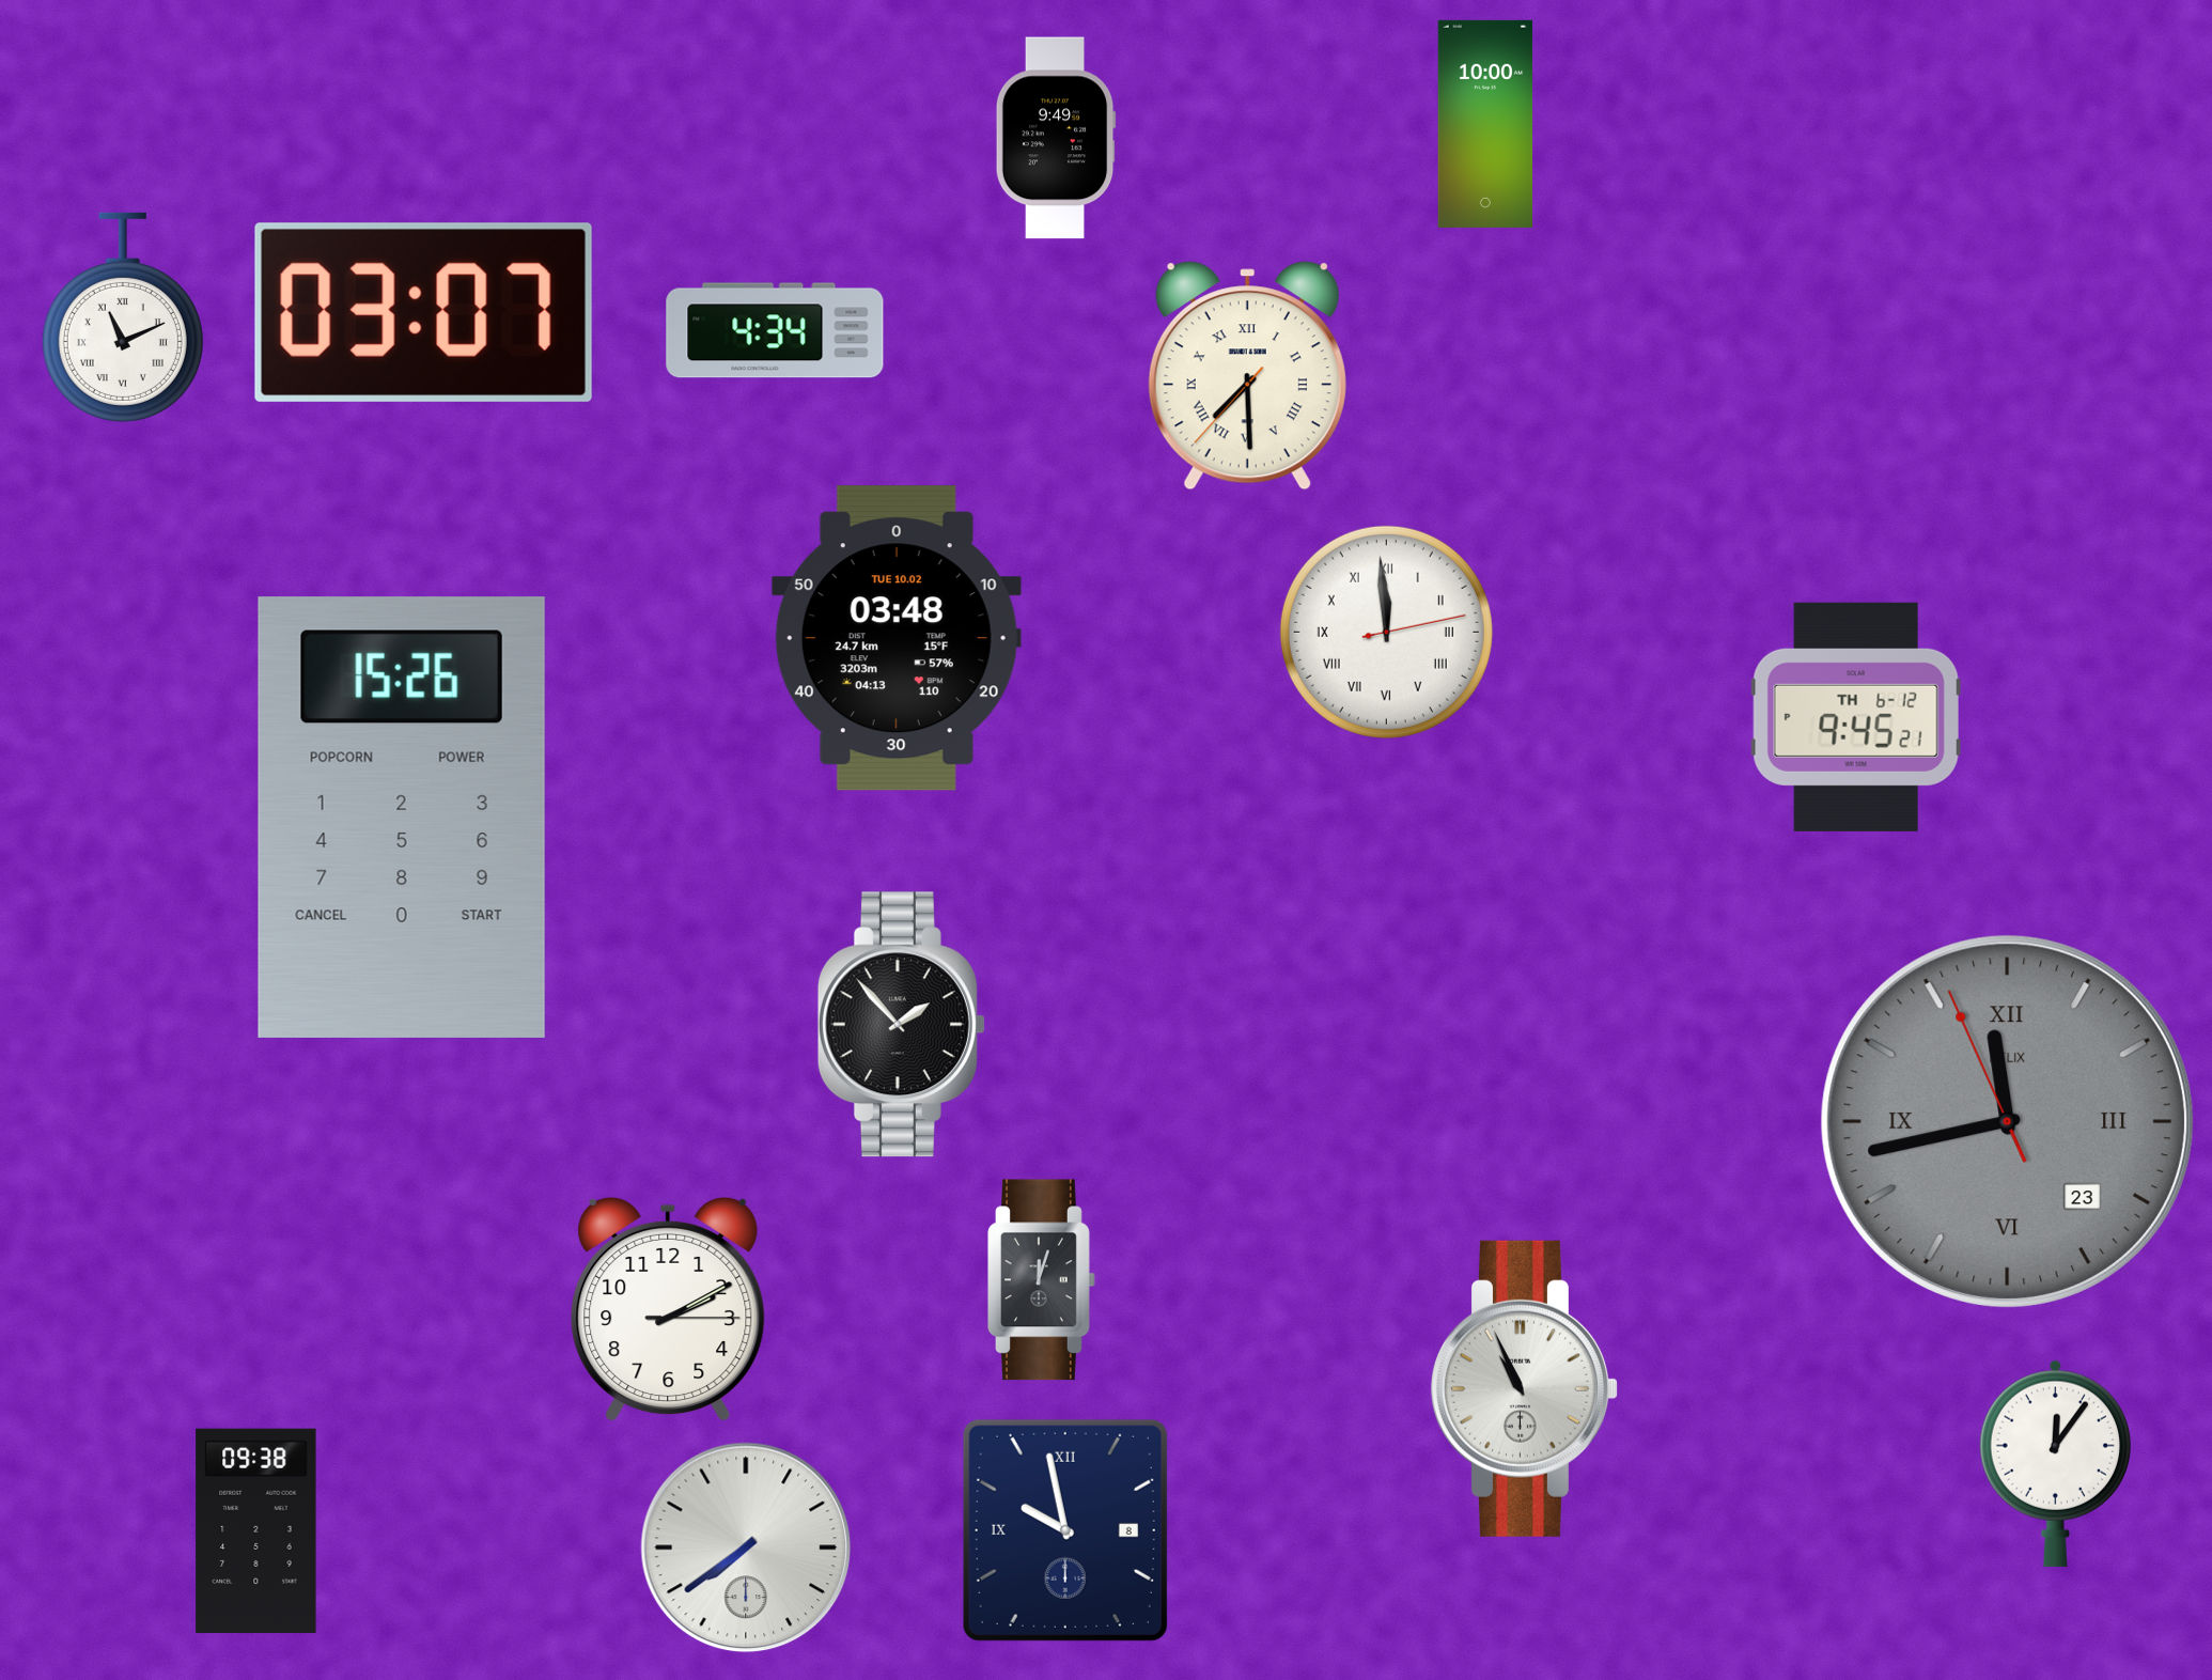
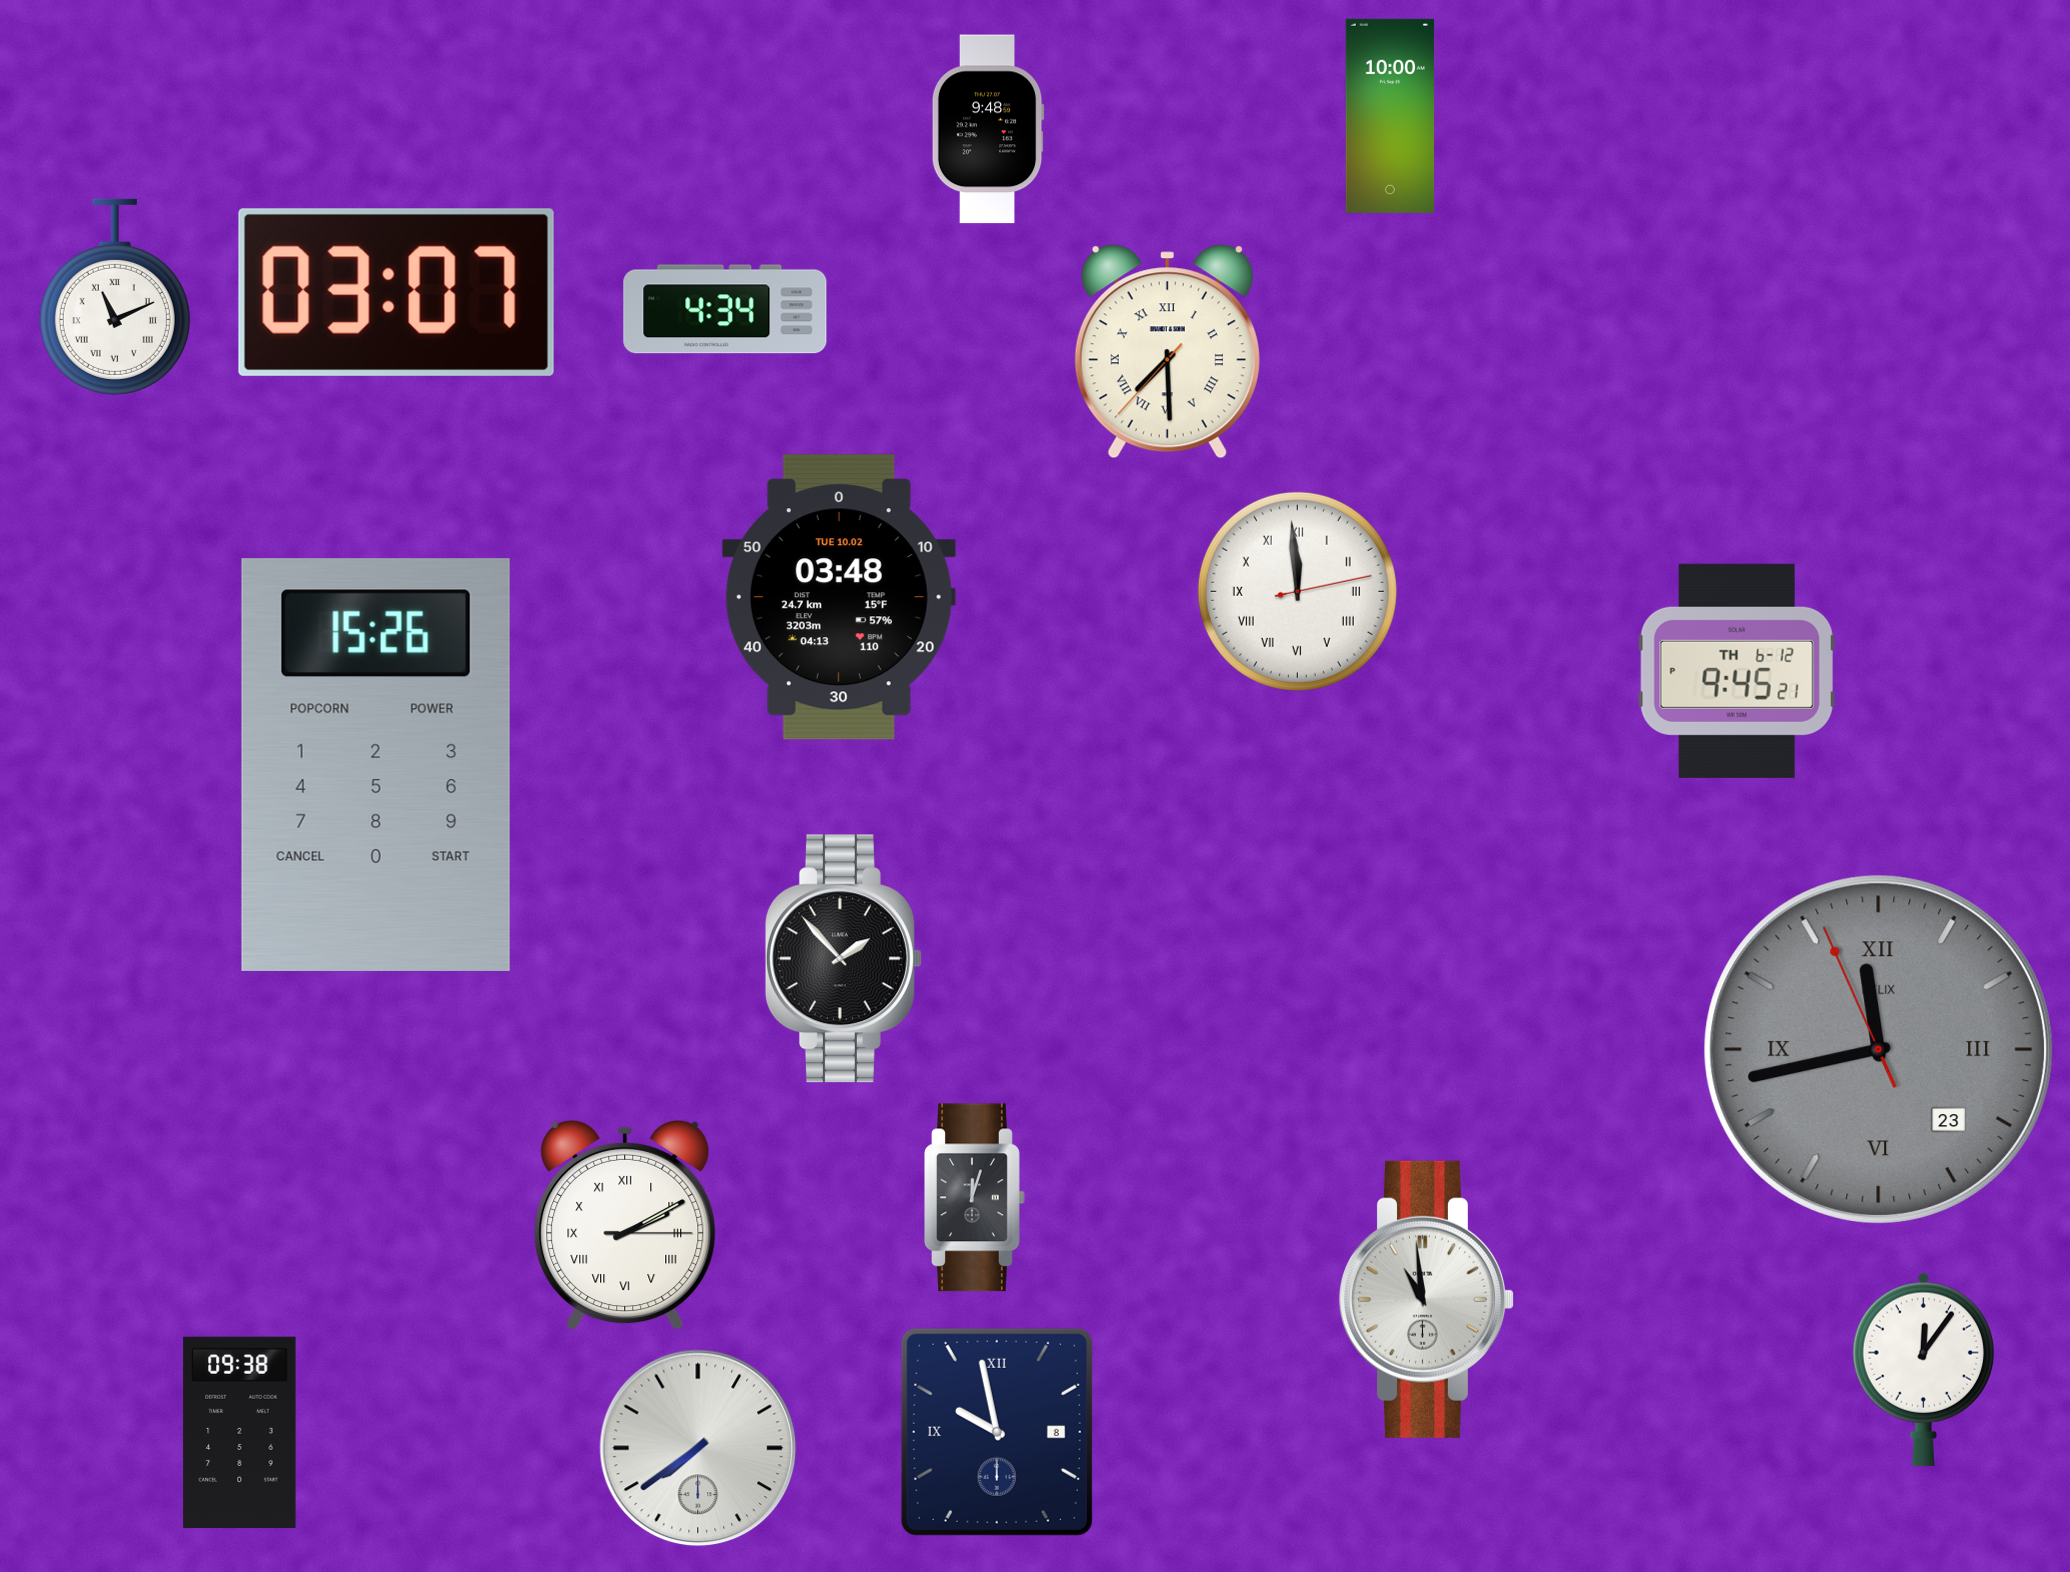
clock at (1056, 138): 9:49 -> 9:48
clock at (668, 1309) numerals: Arabic -> Roman
clock at (1524, 1388): 10:56 -> 10:59
